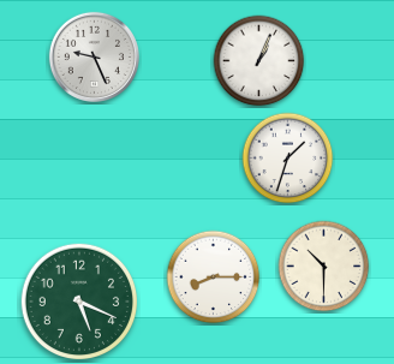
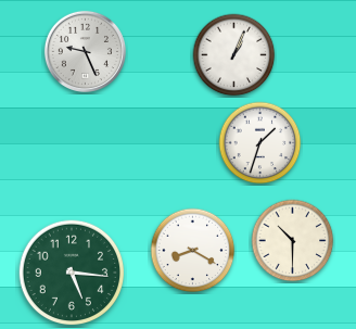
clock at (214, 278): 8:15 -> 8:20
clock at (79, 302): 5:19 -> 5:16
